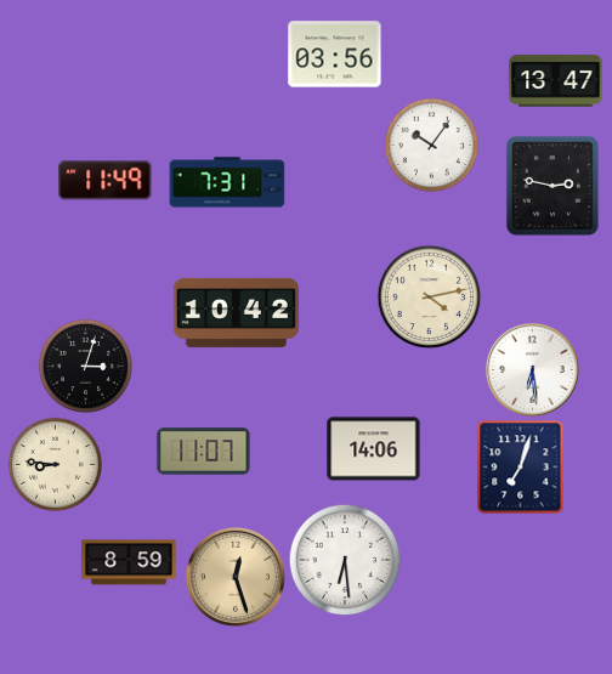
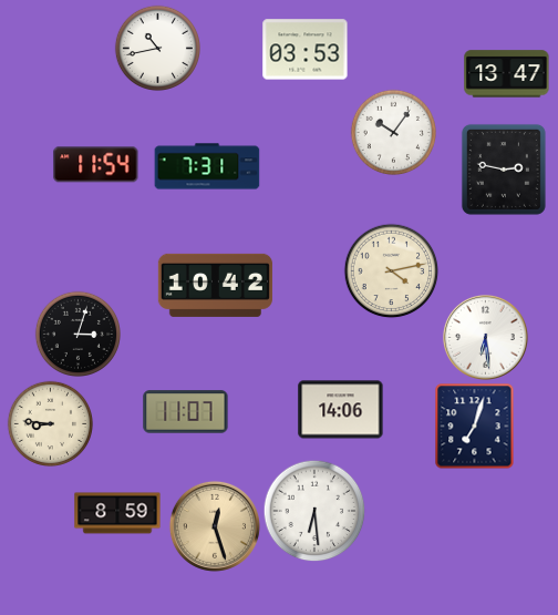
clock at (157, 48): none -> 10:43
clock at (335, 55): 03:56 -> 03:53
clock at (106, 181): 11:49 -> 11:54
